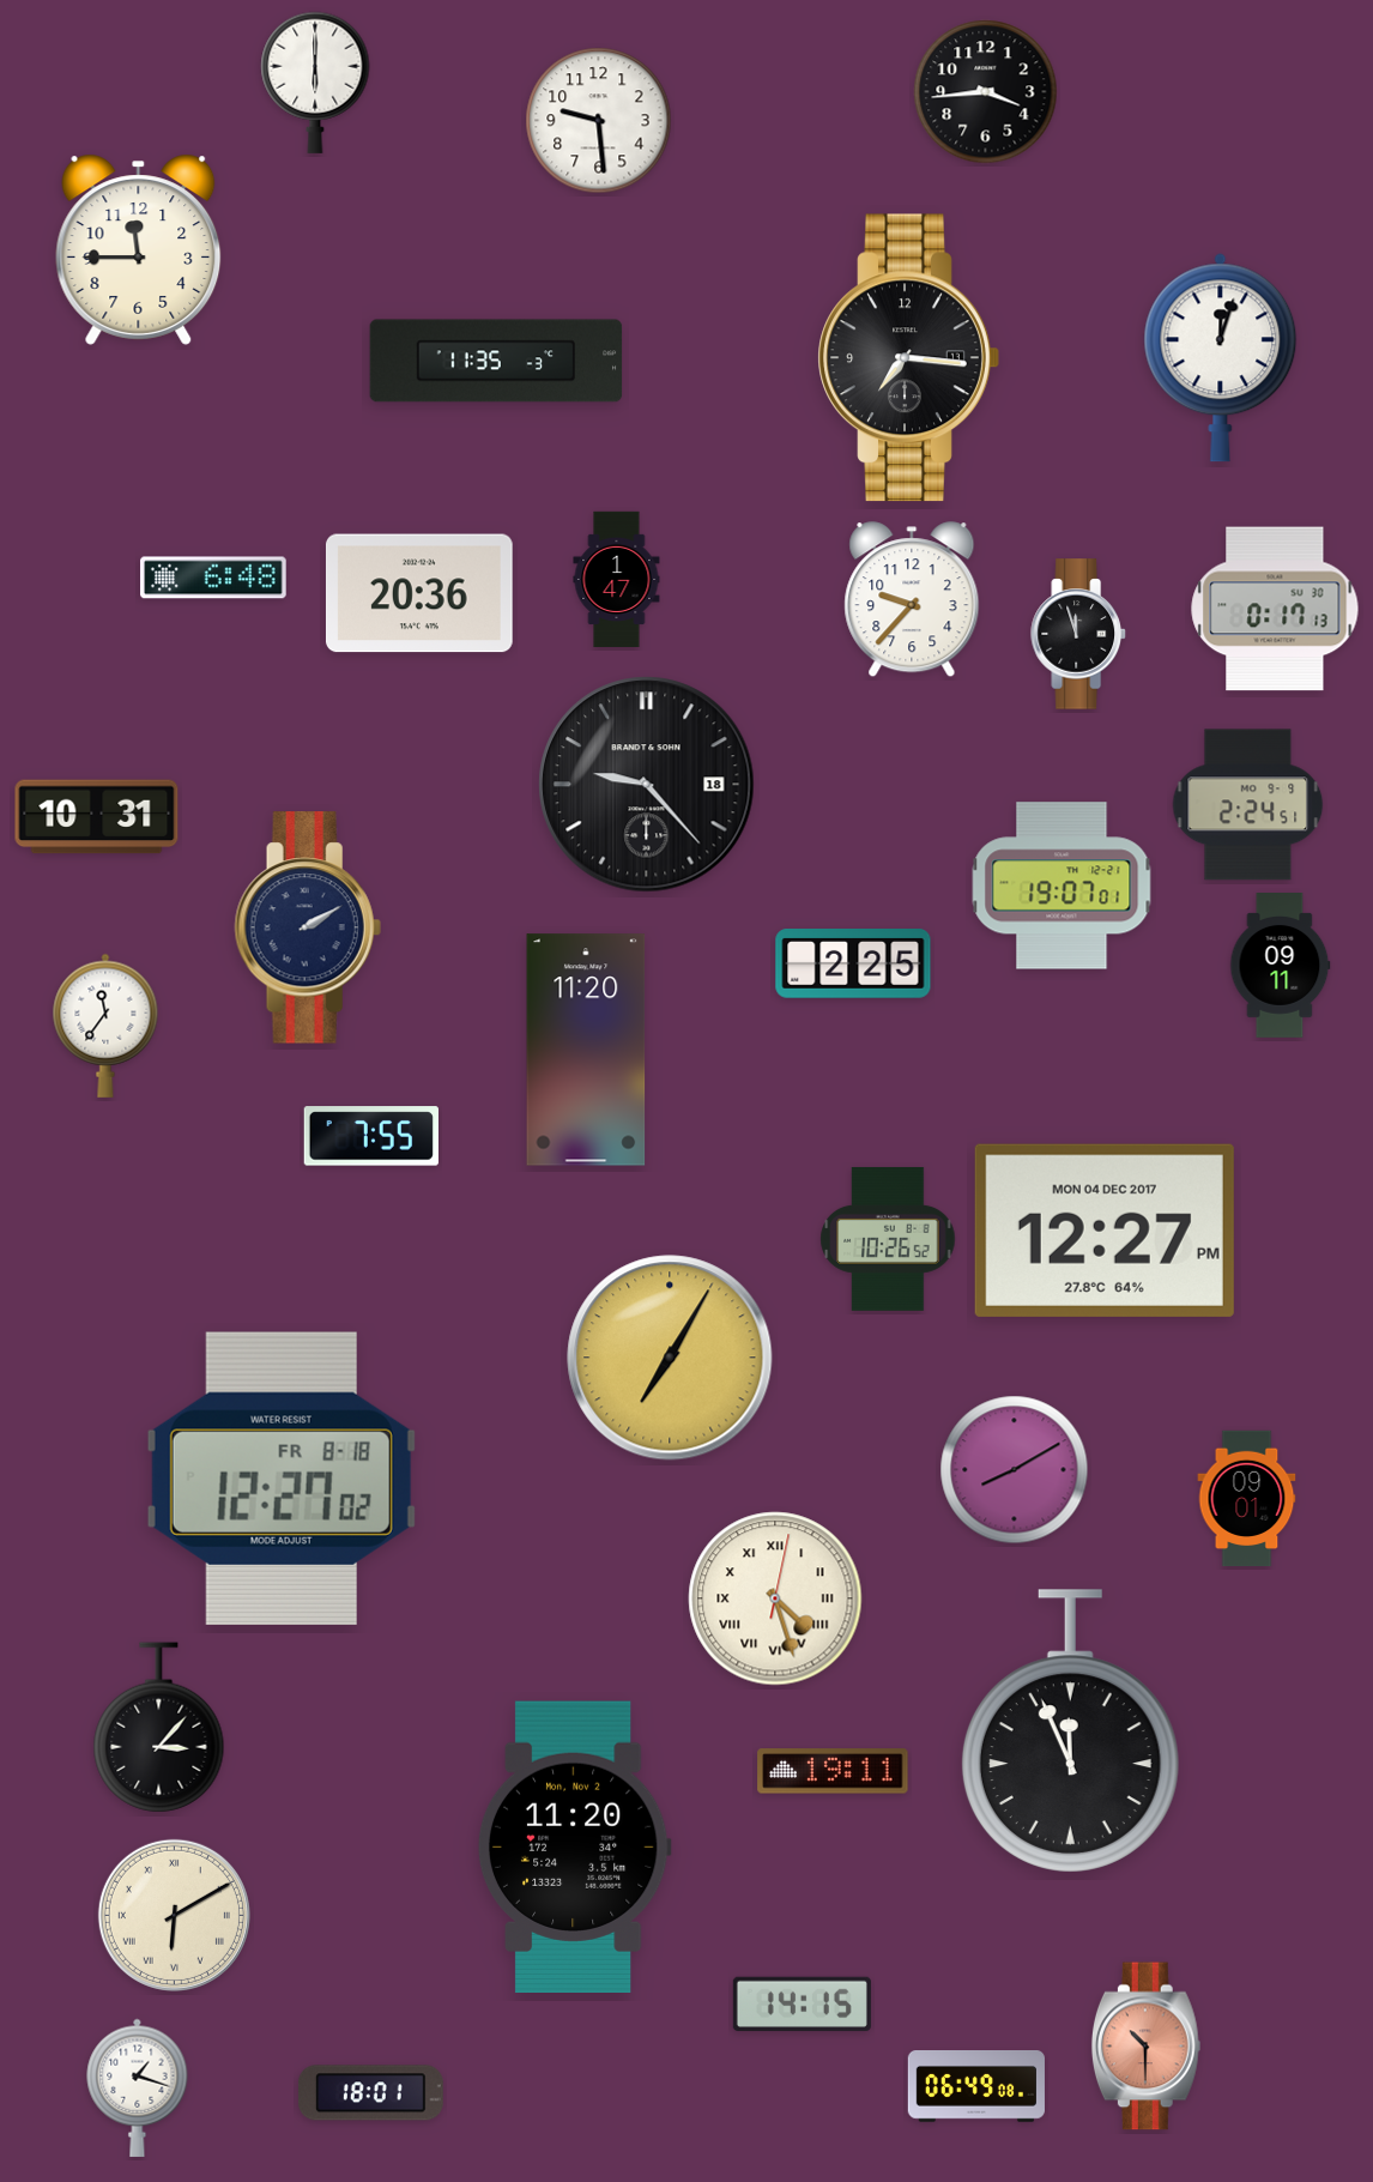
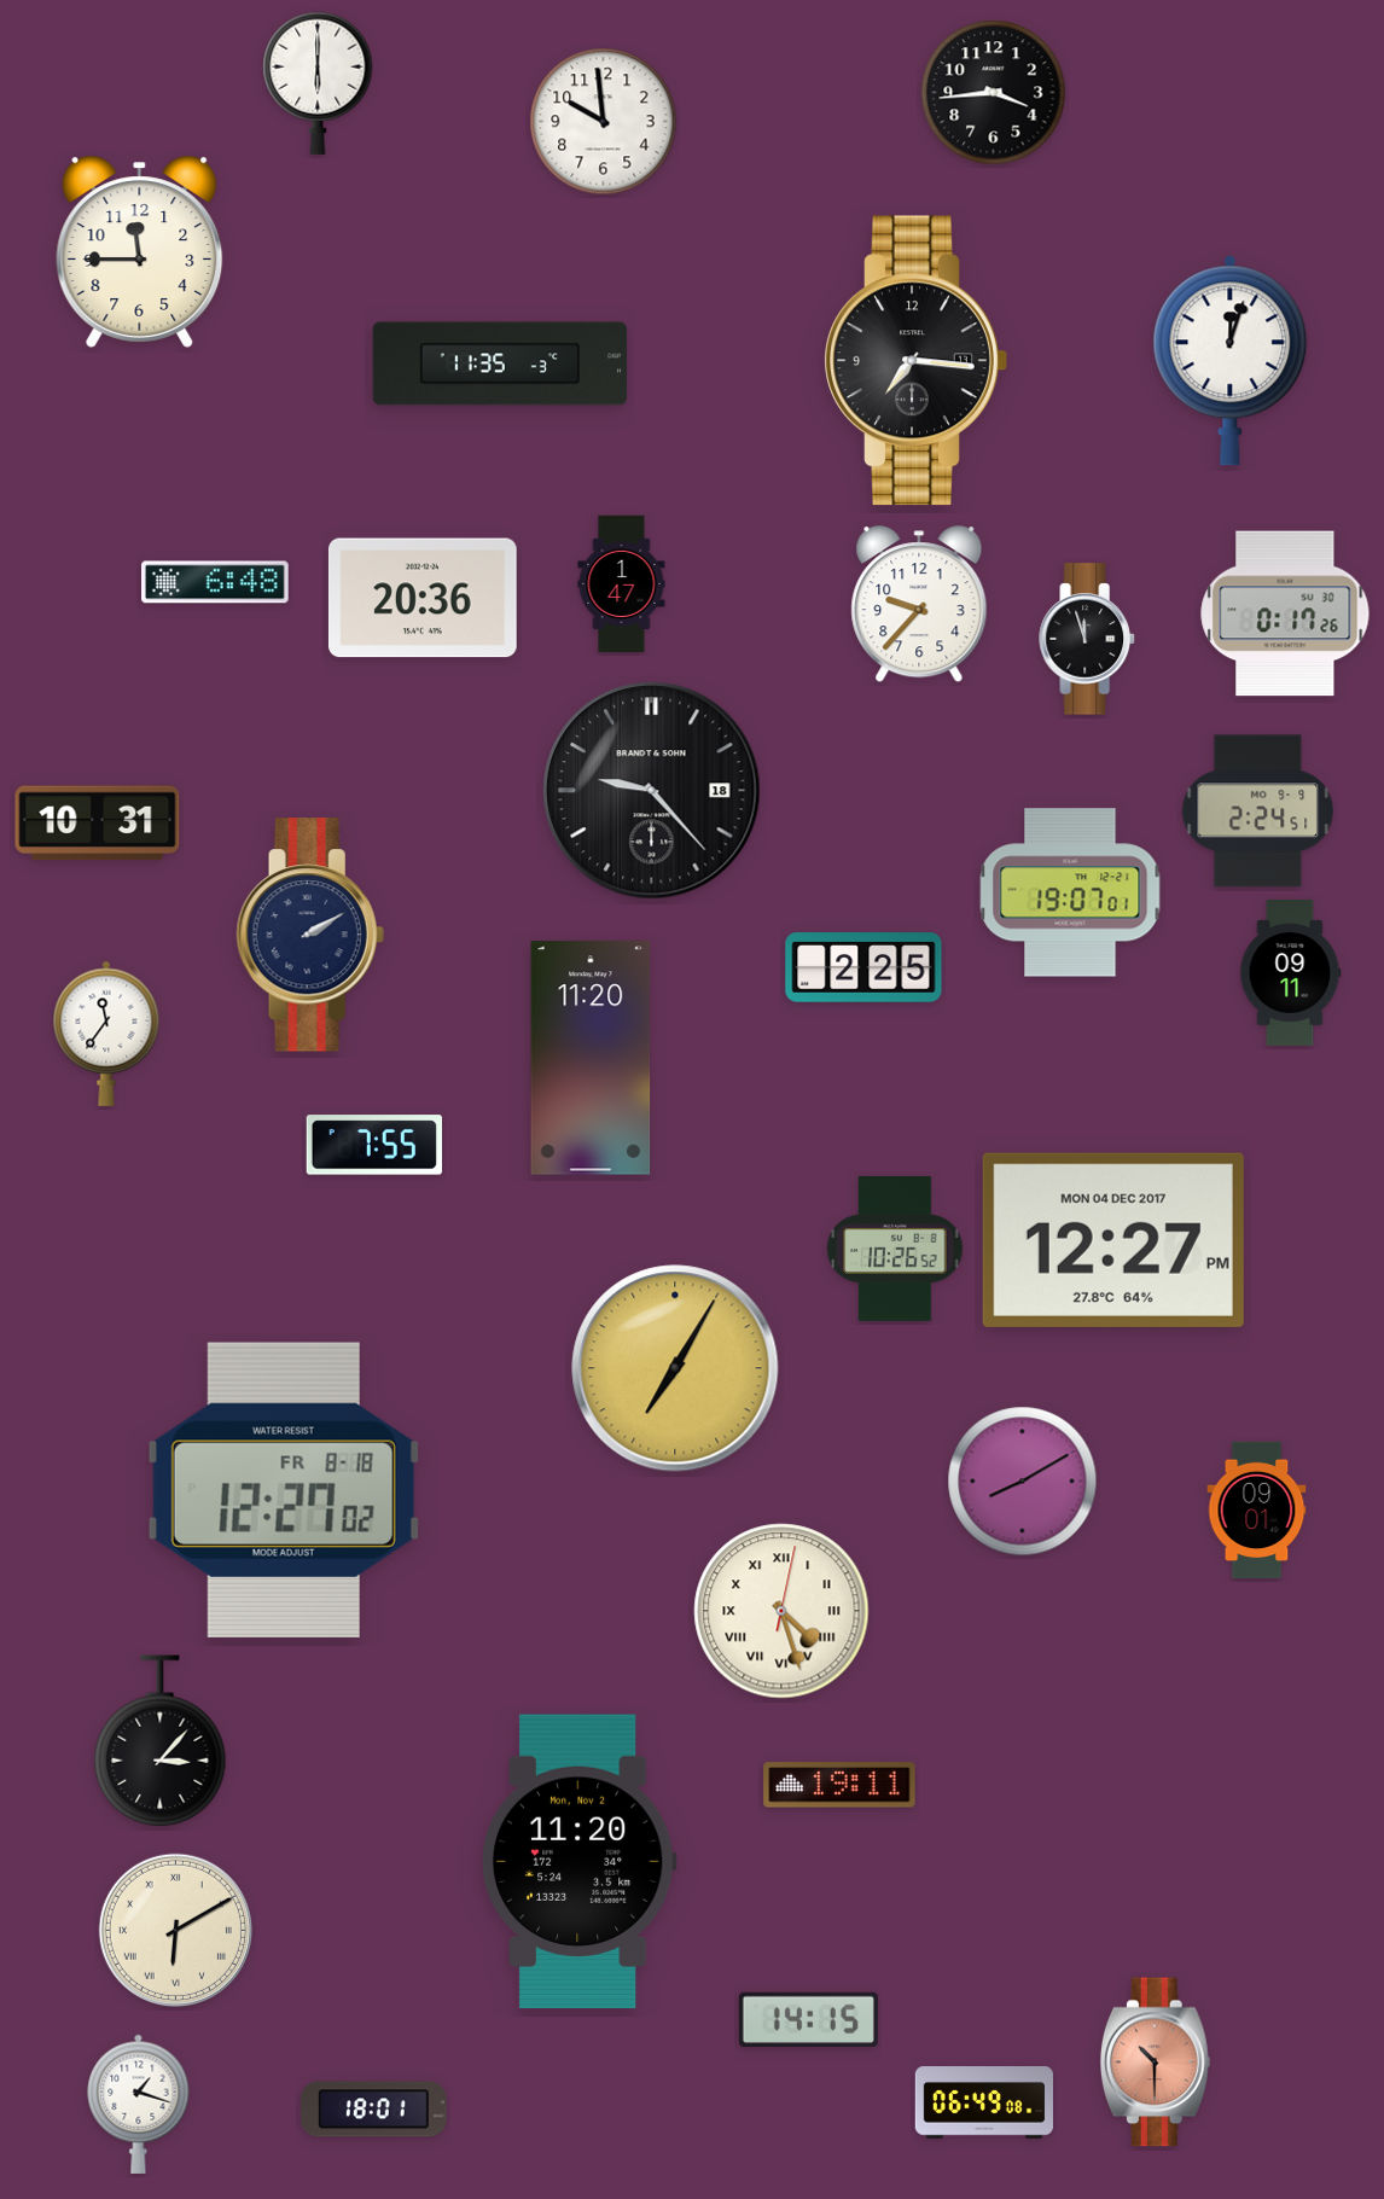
clock at (599, 121): 9:29 -> 9:59
clock at (1275, 609): 0:17:13 -> 0:17:26
clock at (853, 965) position: (853, 965) -> (863, 968)
clock at (1070, 1731): 11:56 -> none
